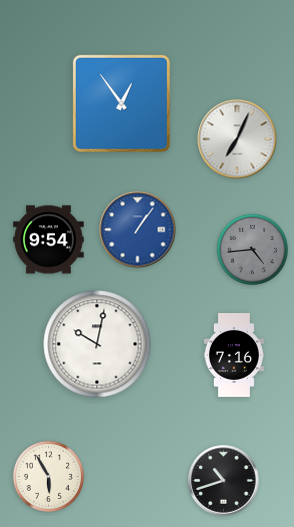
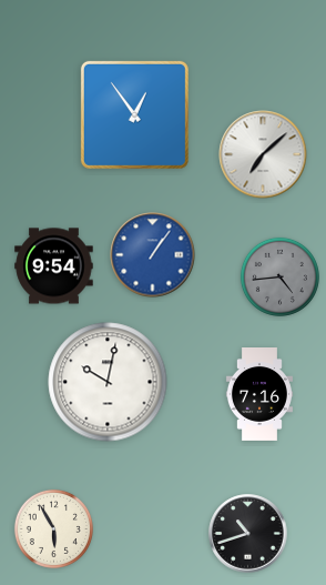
clock at (237, 139): 7:04 -> 7:08
